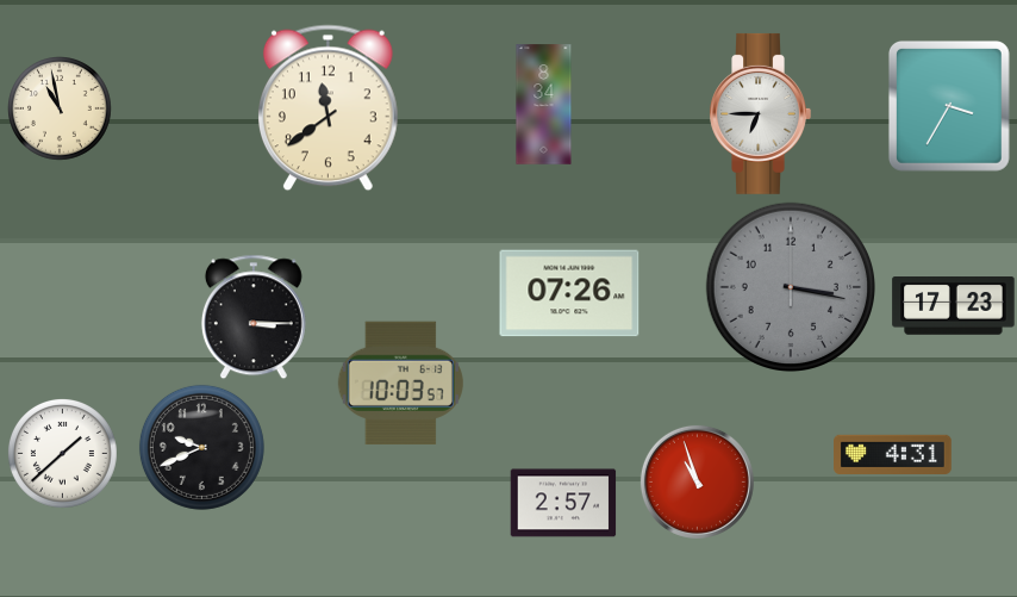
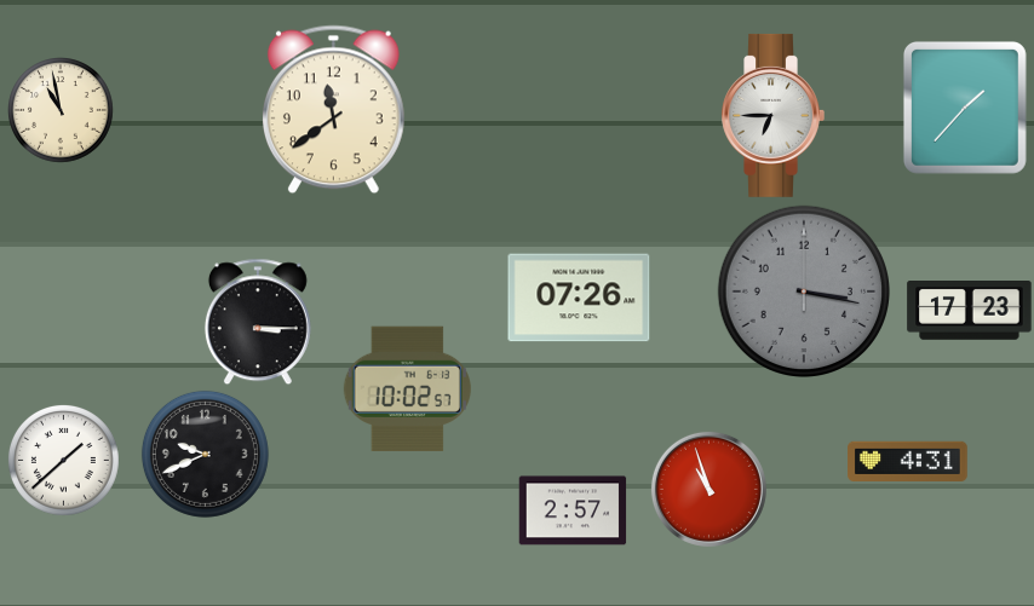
clock at (544, 105): 8:34 -> none
clock at (949, 106): 3:35 -> 1:37
clock at (400, 383): 10:03 -> 10:02
